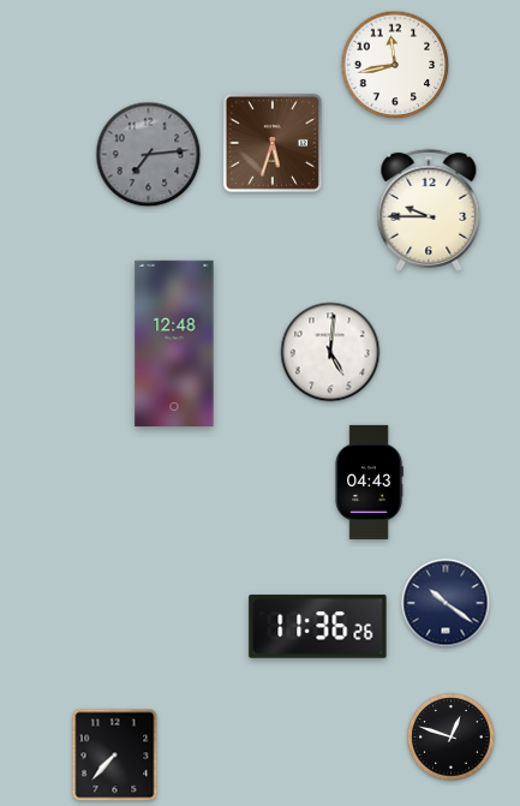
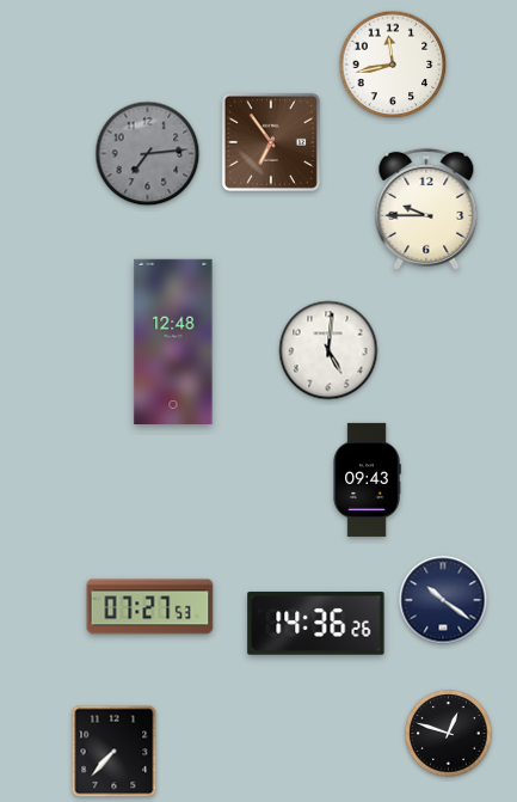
clock at (273, 143): 5:33 -> 6:54
clock at (369, 482): 04:43 -> 09:43
clock at (150, 607): none -> 07:27
clock at (318, 627): 11:36 -> 14:36
